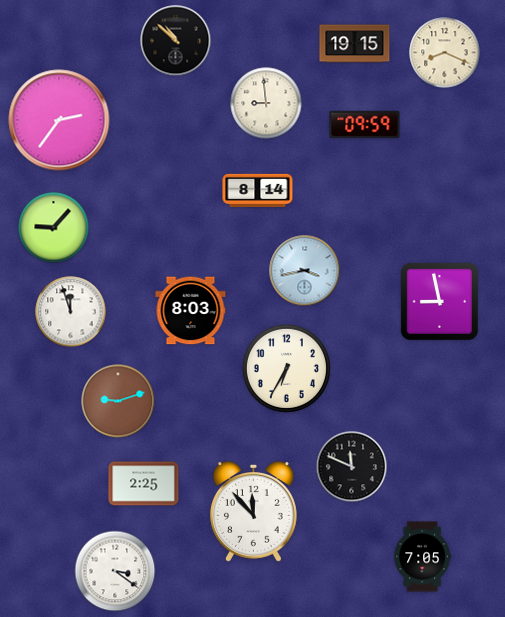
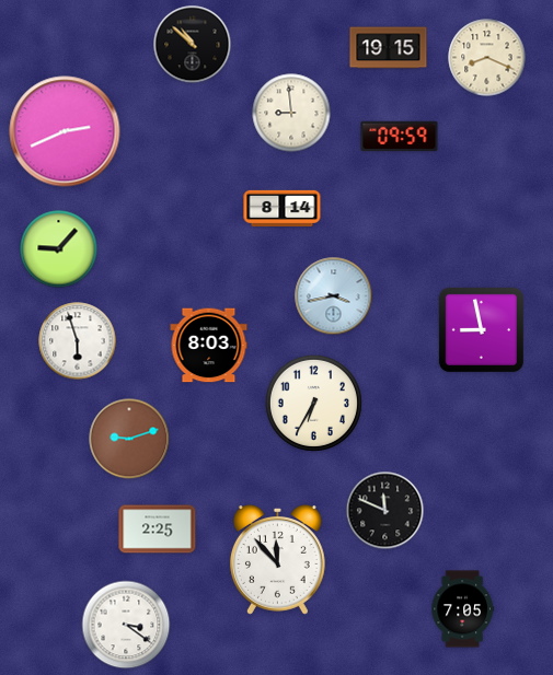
clock at (59, 120): 2:36 -> 2:41
clock at (191, 311) position: (191, 311) -> (209, 346)
clock at (71, 312): 11:57 -> 5:57
